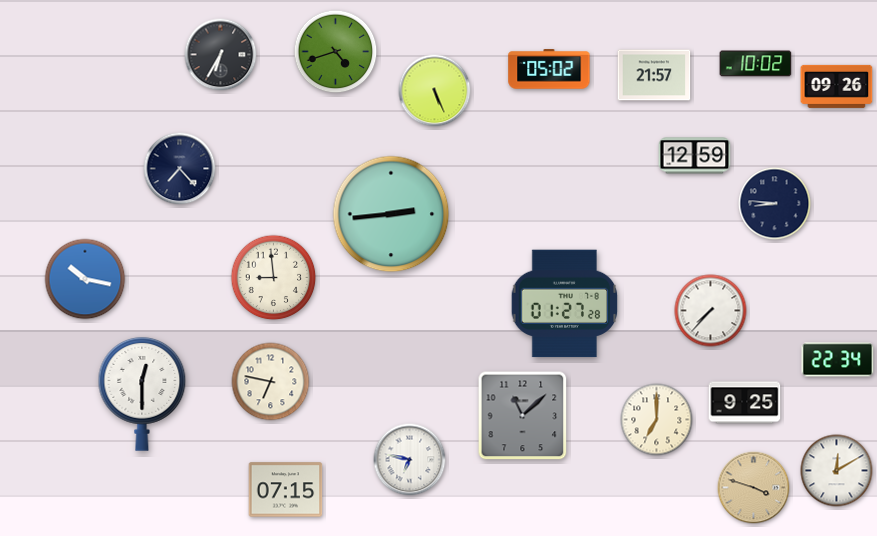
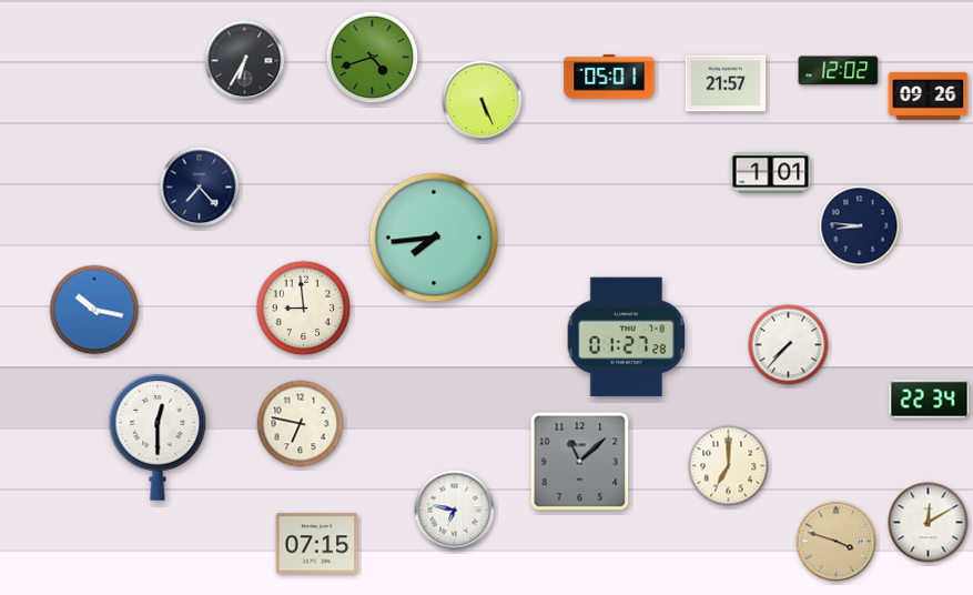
clock at (756, 64): 10:02 -> 12:02
clock at (549, 69): 05:02 -> 05:01
clock at (695, 156): 12:59 -> 1:01
clock at (391, 214): 2:44 -> 7:44
clock at (745, 403): 9:25 -> none
